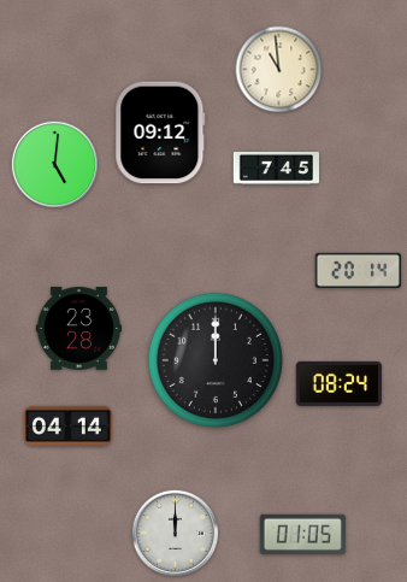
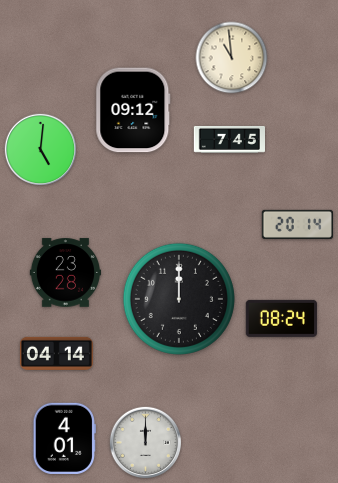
clock at (54, 164) position: (54, 164) -> (40, 149)
clock at (64, 438): none -> 4:01
clock at (302, 534): 01:05 -> none
